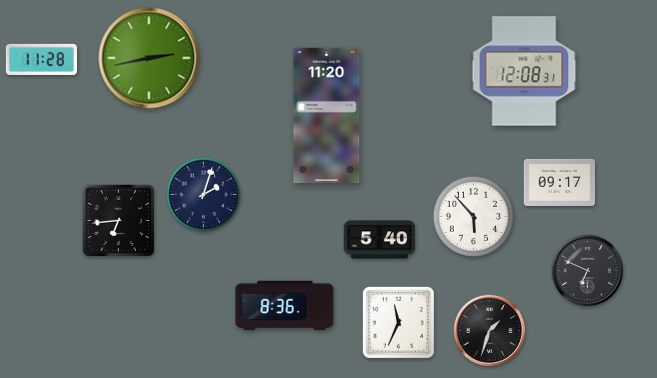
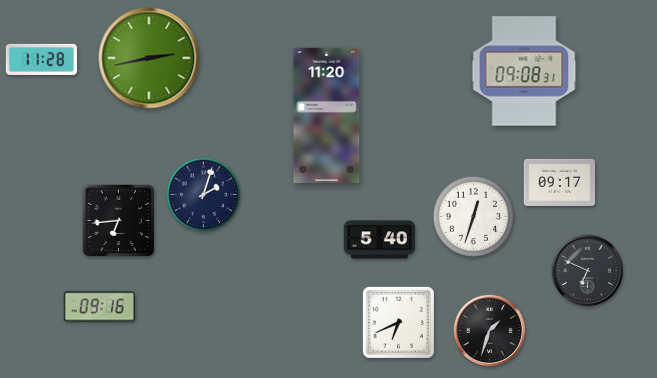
clock at (524, 71): 12:08 -> 09:08
clock at (473, 216): 5:53 -> 12:33
clock at (285, 306): 8:36 -> none
clock at (99, 307): none -> 09:16
clock at (398, 322): 11:34 -> 6:41
